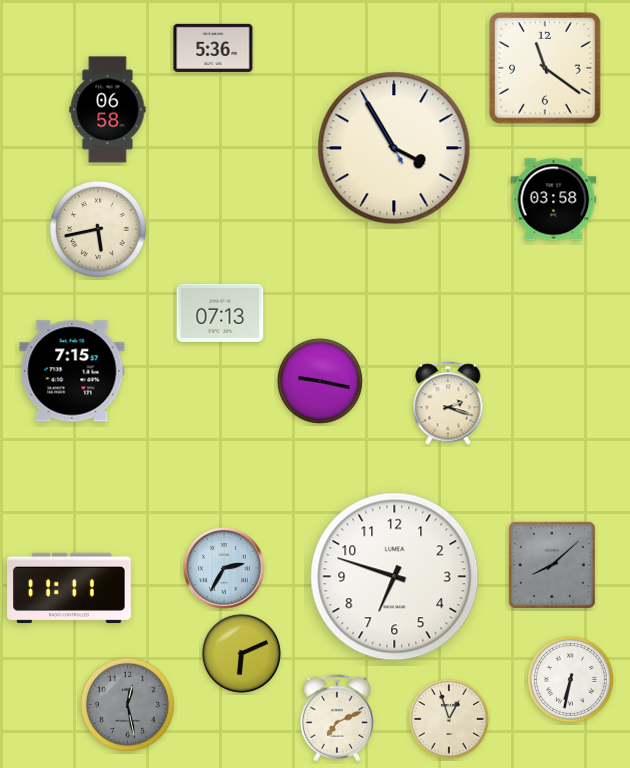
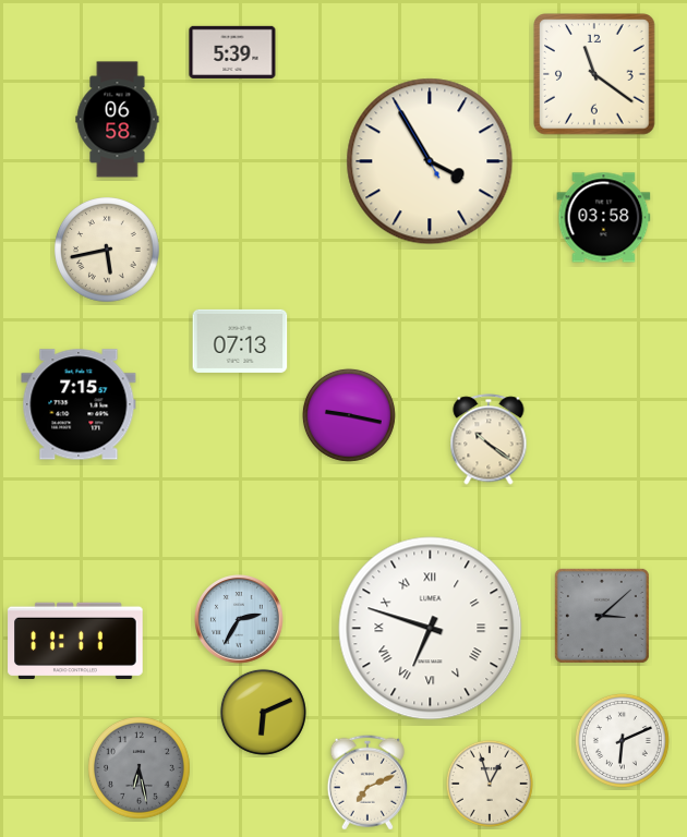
clock at (213, 48): 5:36 -> 5:39
clock at (448, 403): 2:18 -> 10:21
clock at (552, 565): 8:08 -> 3:08
clock at (225, 569) position: (225, 569) -> (240, 620)
clock at (395, 577) numerals: Arabic -> Roman
clock at (570, 679): 6:32 -> 6:11
clock at (128, 705): 12:28 -> 6:28
